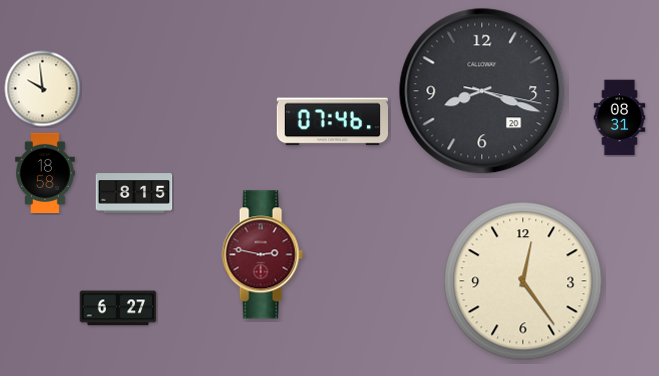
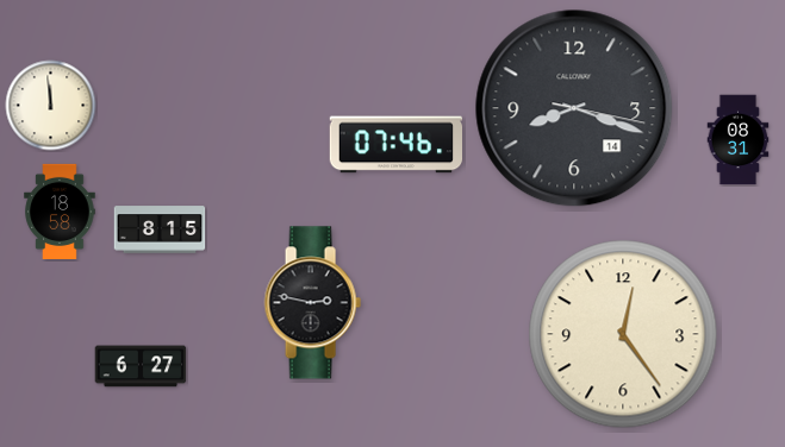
clock at (43, 89): 9:59 -> 11:59
clock at (482, 91) date: 20 -> 14
clock at (45, 172) position: (45, 172) -> (60, 210)
clock at (262, 255) dial: burgundy -> black
